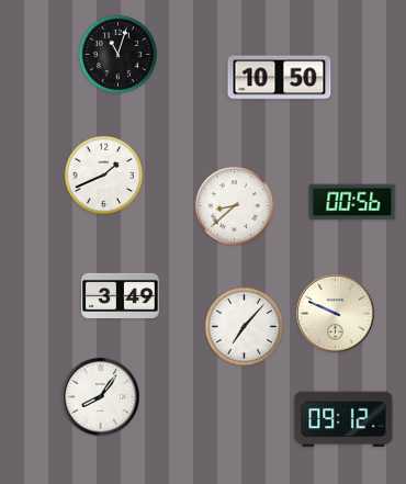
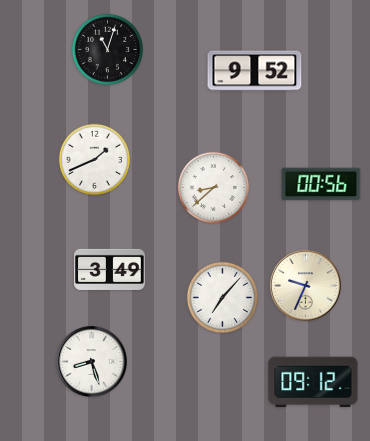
clock at (280, 78): 10:50 -> 9:52
clock at (336, 314): 9:49 -> 9:34
clock at (101, 397): 8:06 -> 8:27
